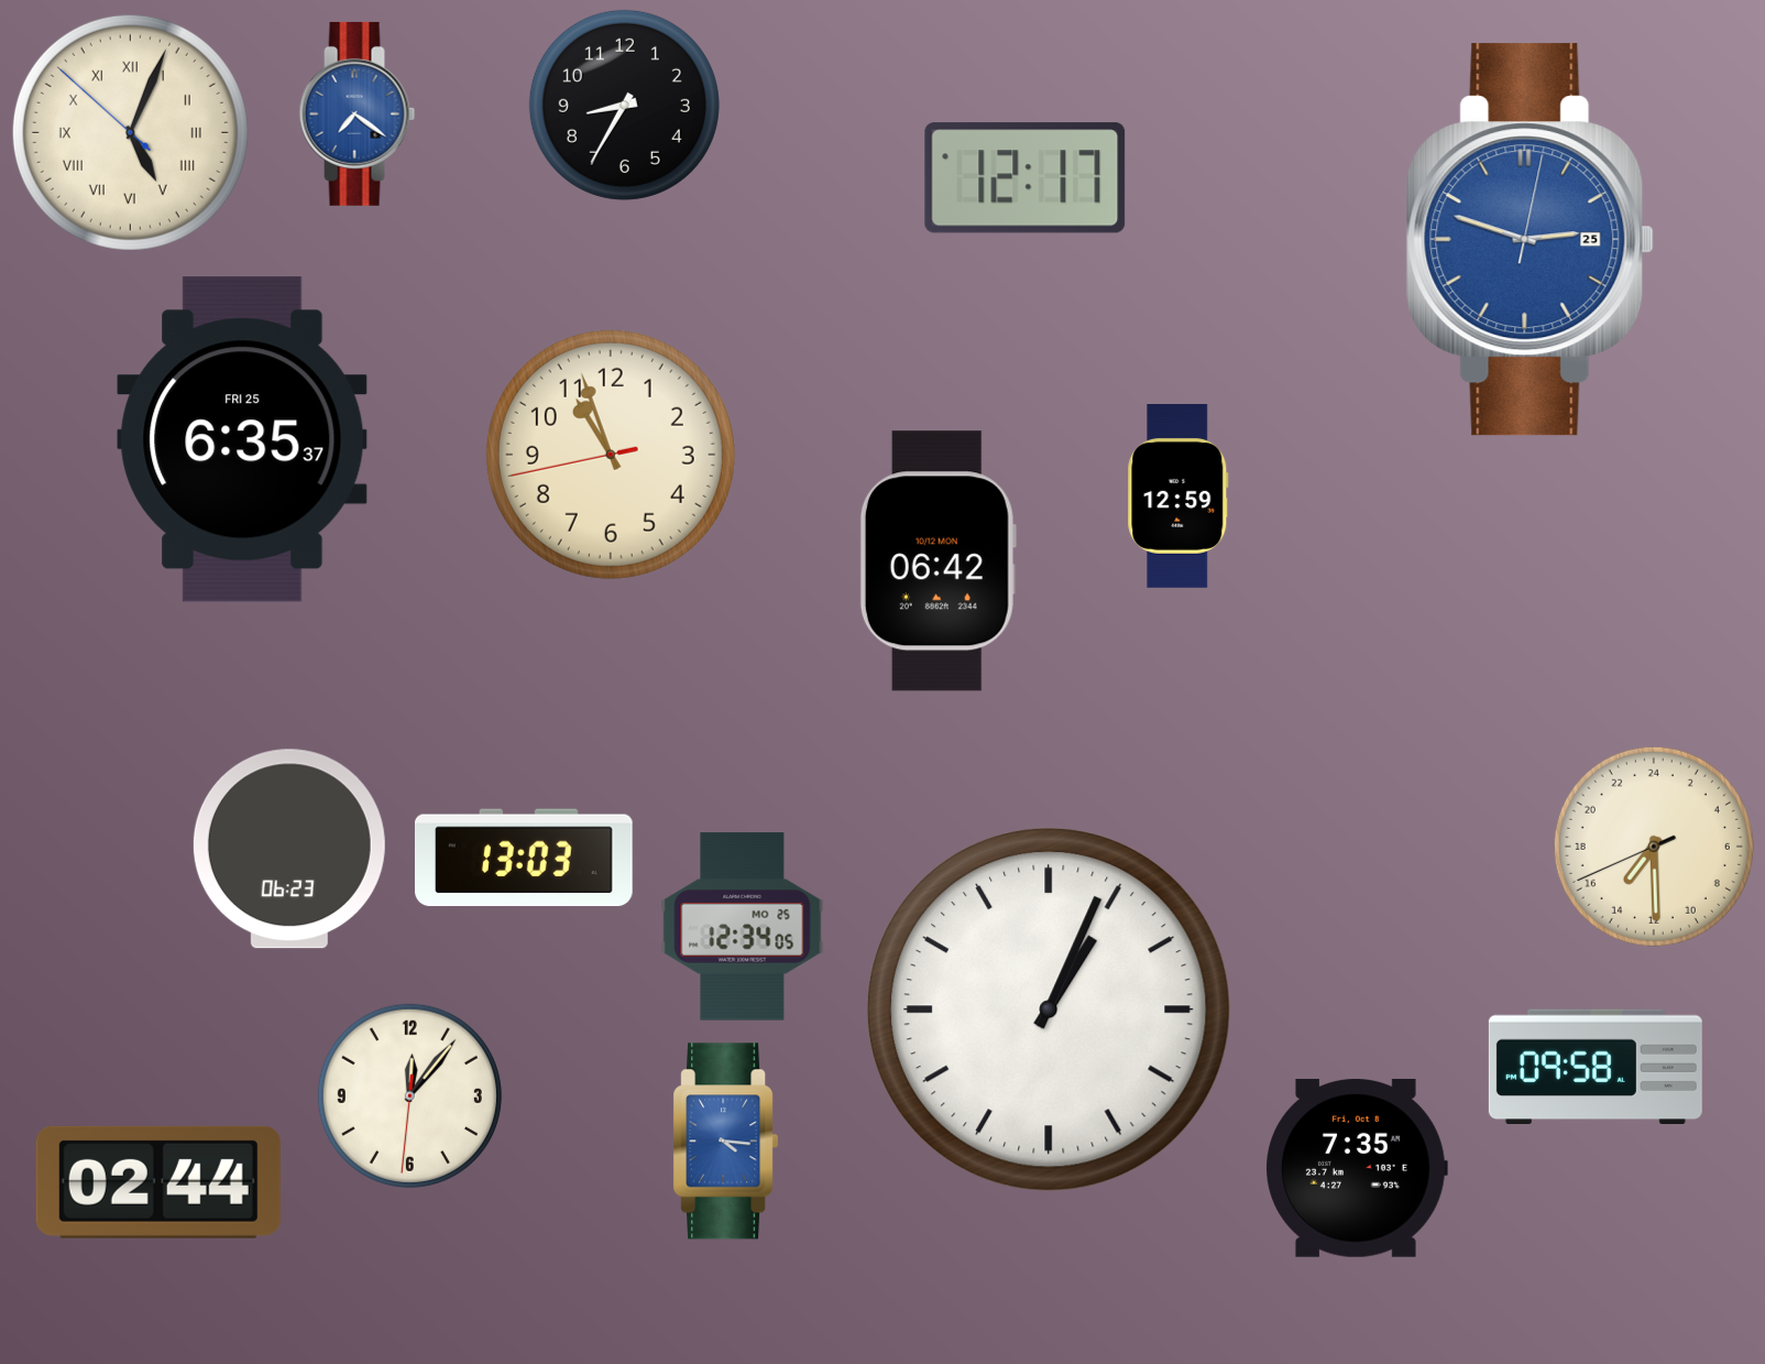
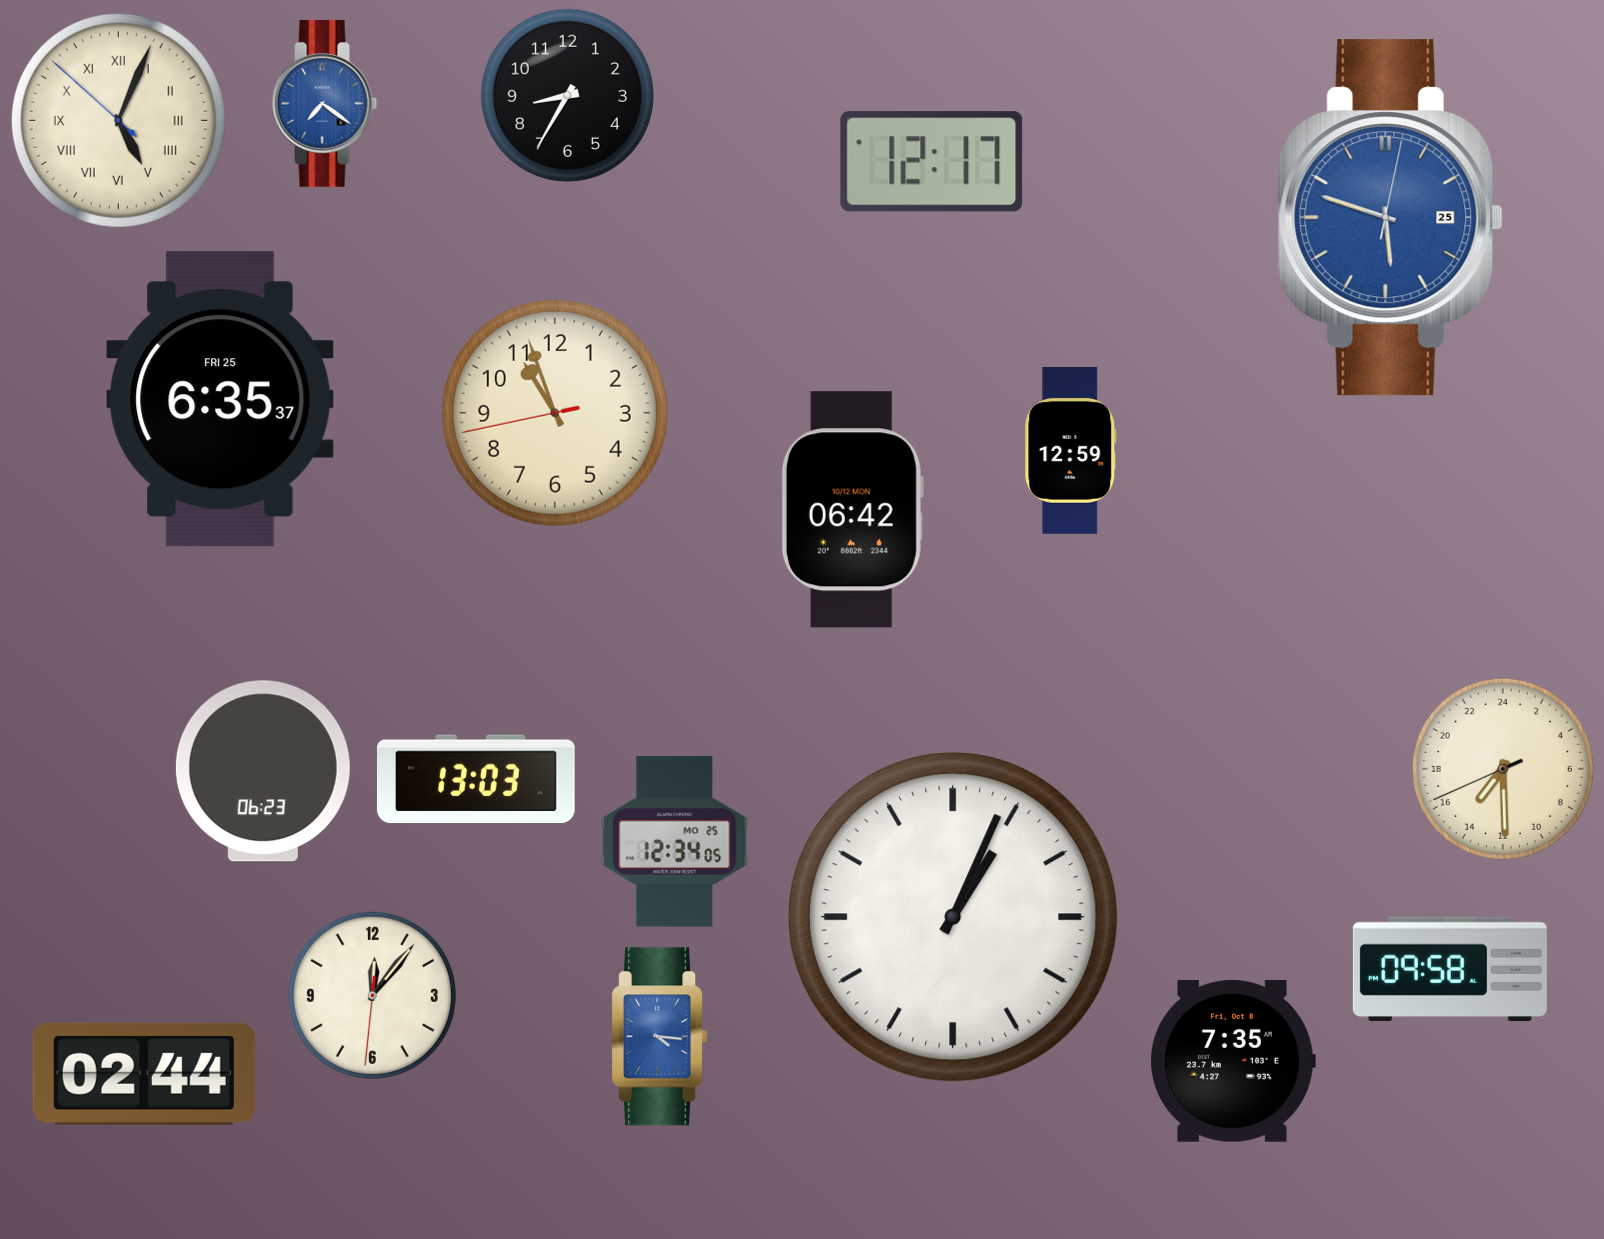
clock at (1530, 240): 2:48 -> 5:48
